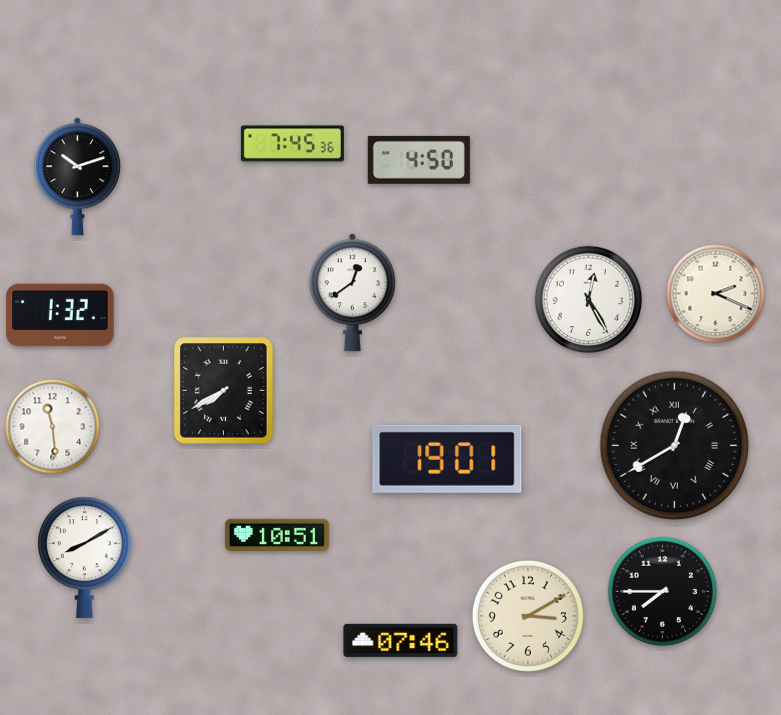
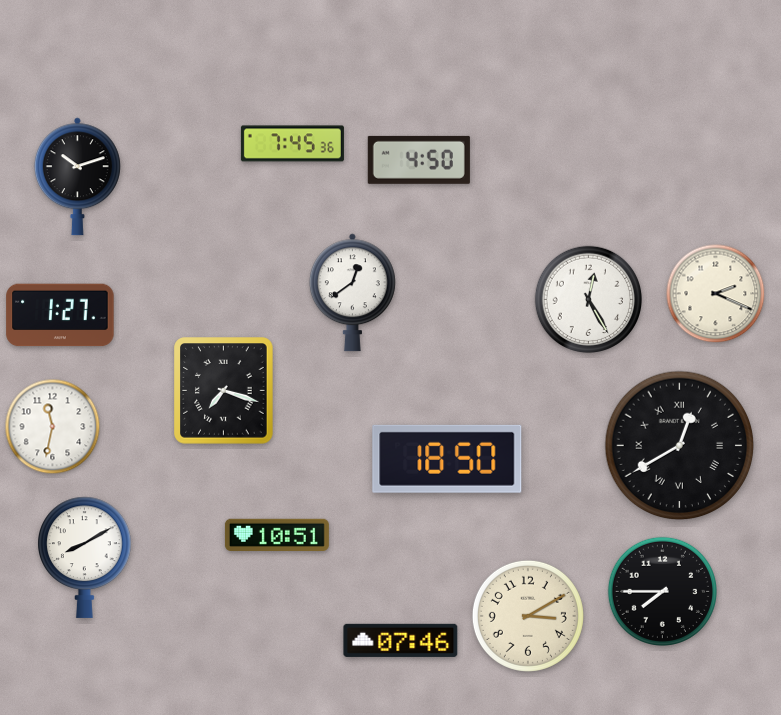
clock at (60, 315): 1:32 -> 1:27
clock at (224, 391): 7:40 -> 7:18
clock at (53, 427): 11:29 -> 11:32
clock at (675, 446) position: (675, 446) -> (680, 446)
clock at (447, 459): 19:01 -> 18:50
